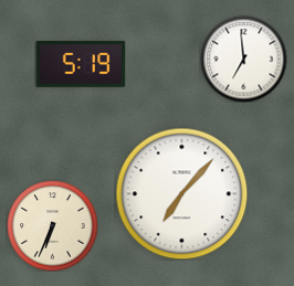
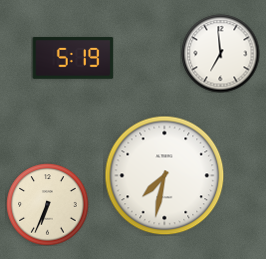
clock at (181, 193): 7:07 -> 7:32
